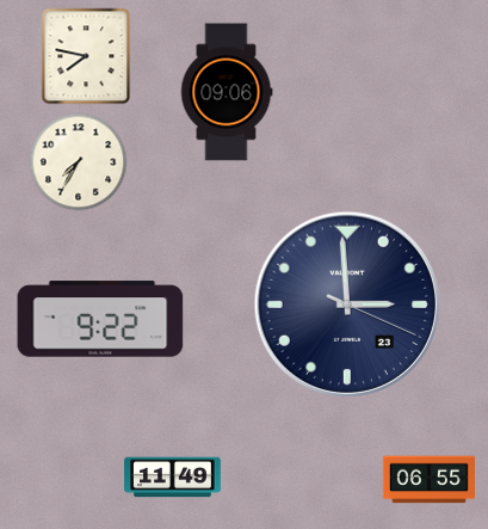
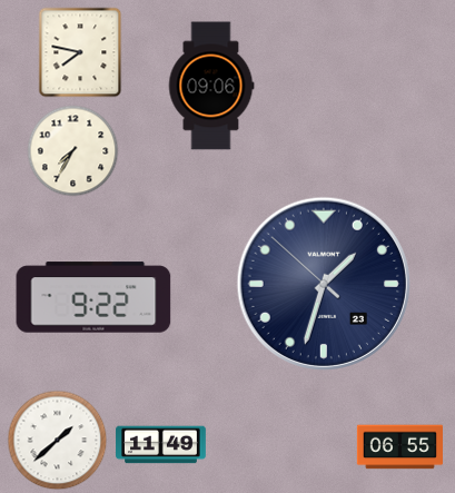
clock at (346, 303): 2:59 -> 1:32
clock at (58, 441): none -> 1:38
